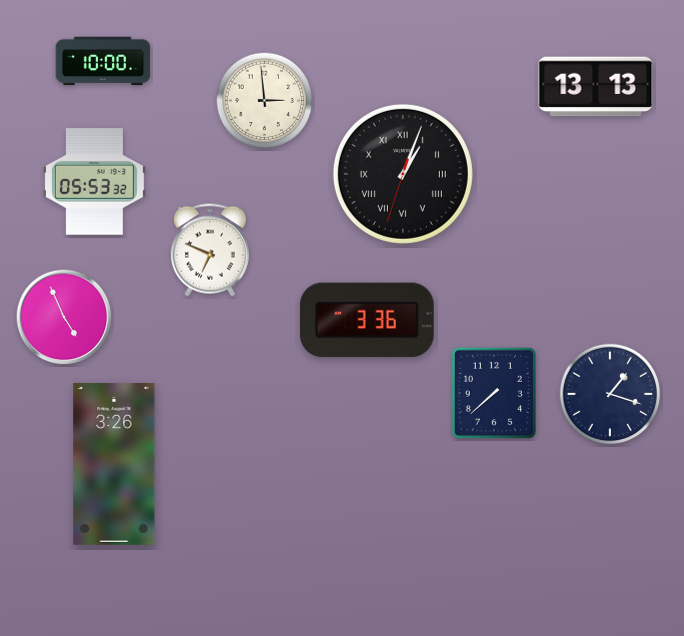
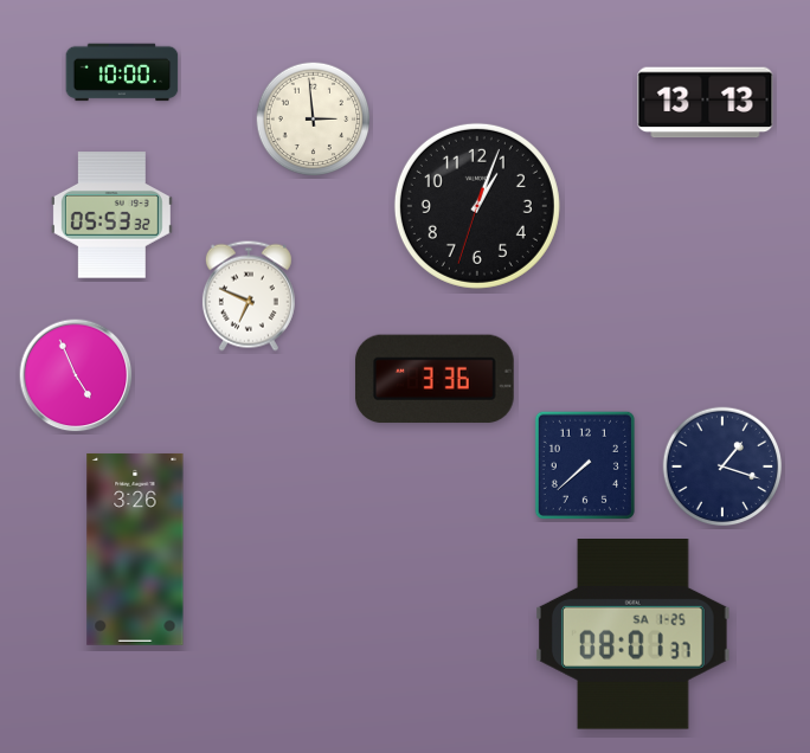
clock at (403, 174) numerals: Roman -> Arabic
clock at (634, 635): none -> 08:01
